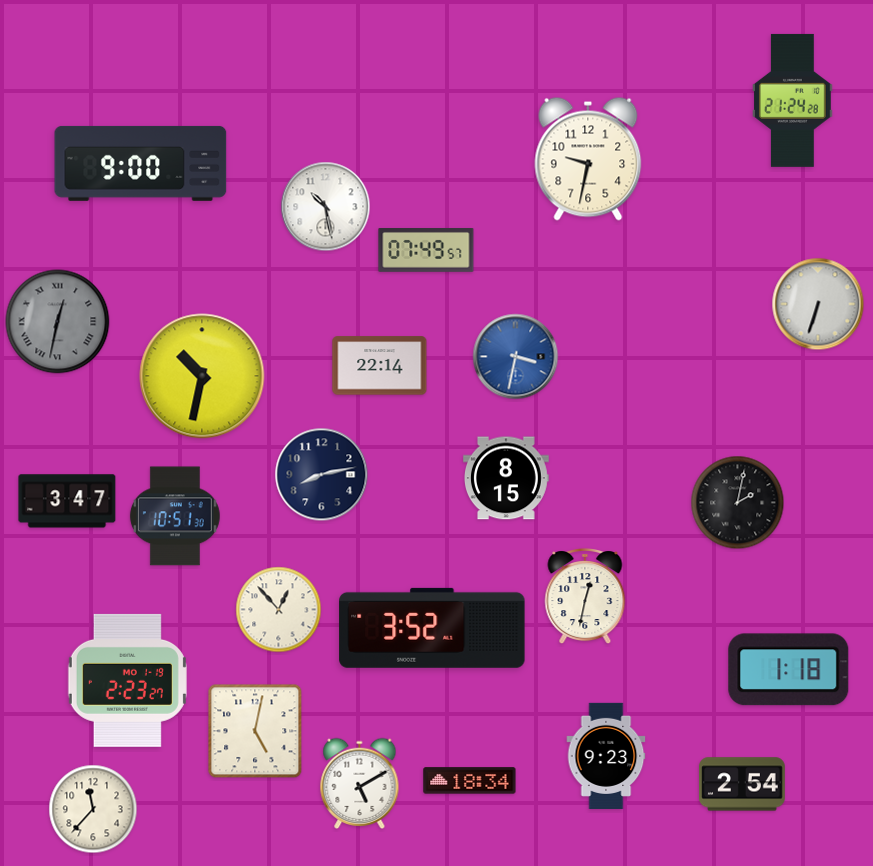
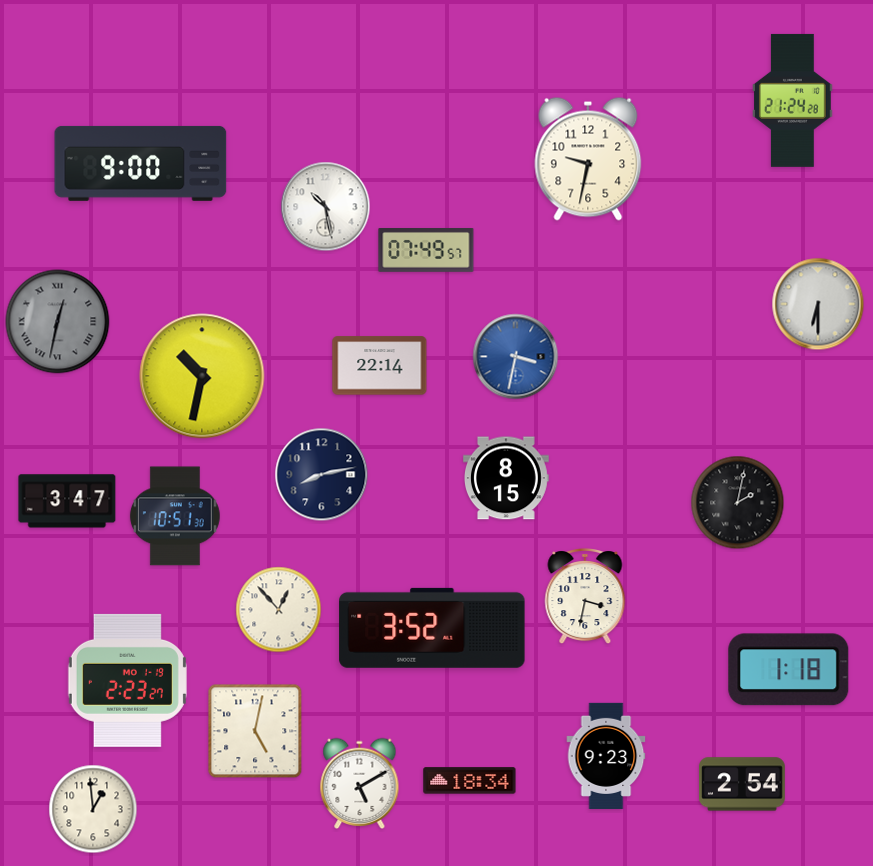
clock at (818, 304): 6:33 -> 6:30
clock at (585, 597): 12:32 -> 3:32
clock at (93, 809): 11:37 -> 12:59
